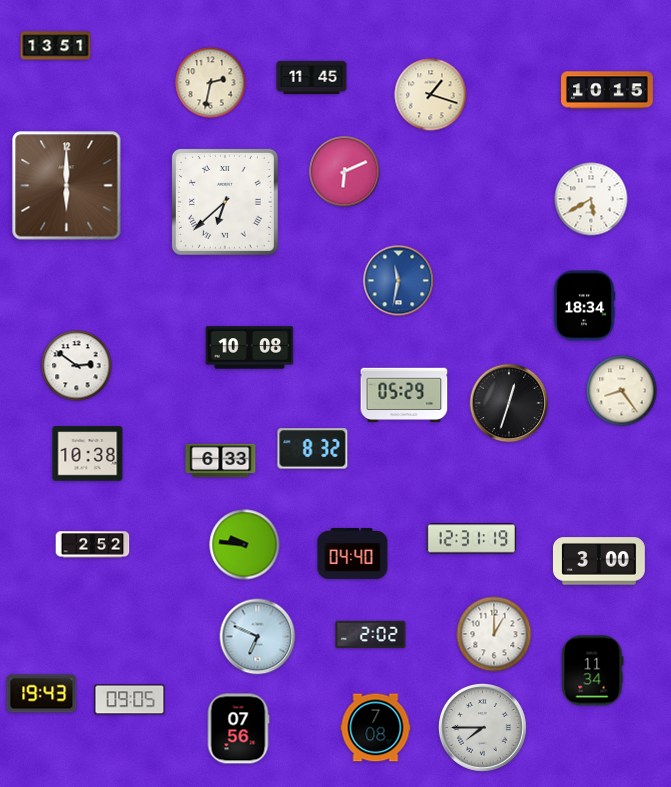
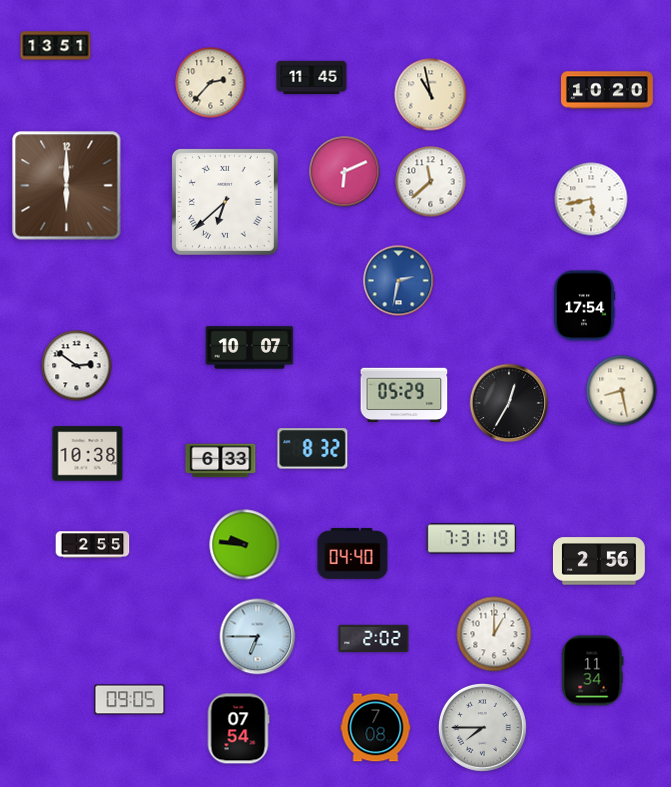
clock at (211, 83): 2:32 -> 2:37
clock at (608, 90): 10:15 -> 10:20
clock at (431, 95): 1:18 -> 10:58
clock at (431, 182): none -> 11:38
clock at (591, 199): 5:40 -> 5:43
clock at (399, 281): 11:32 -> 2:32
clock at (584, 306): 18:34 -> 17:54
clock at (250, 348): 10:08 -> 10:07
clock at (622, 391): 8:24 -> 8:28
clock at (509, 403): 12:33 -> 12:35
clock at (471, 539): 12:31 -> 7:31
clock at (93, 545): 2:52 -> 2:55
clock at (599, 561): 3:00 -> 2:56
clock at (371, 634) position: (371, 634) -> (374, 638)
clock at (258, 637): 6:49 -> 6:45
clock at (42, 694): 19:43 -> none
clock at (238, 729): 07:56 -> 07:54
